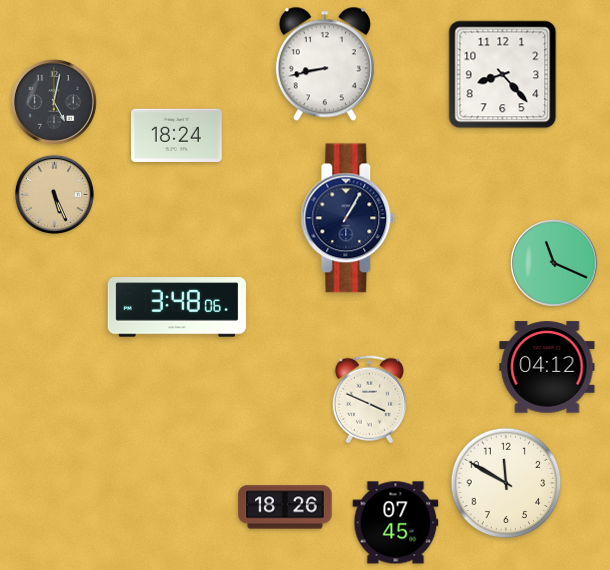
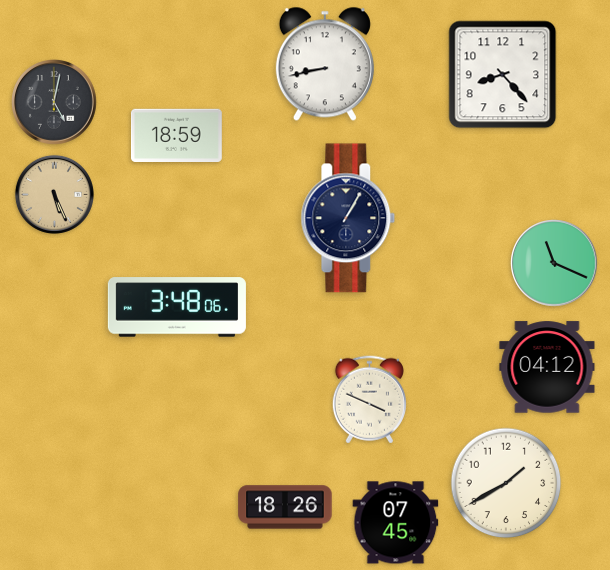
clock at (176, 135): 18:24 -> 18:59
clock at (506, 483): 11:50 -> 1:40
